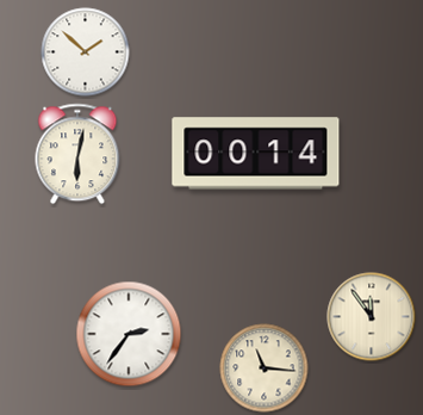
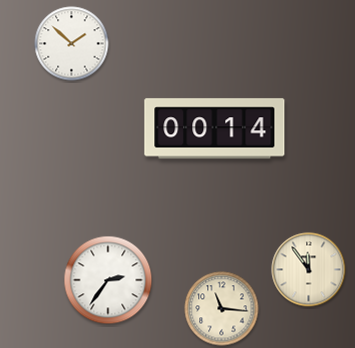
clock at (77, 154): 6:02 -> none
clock at (372, 317) position: (372, 317) -> (309, 270)
